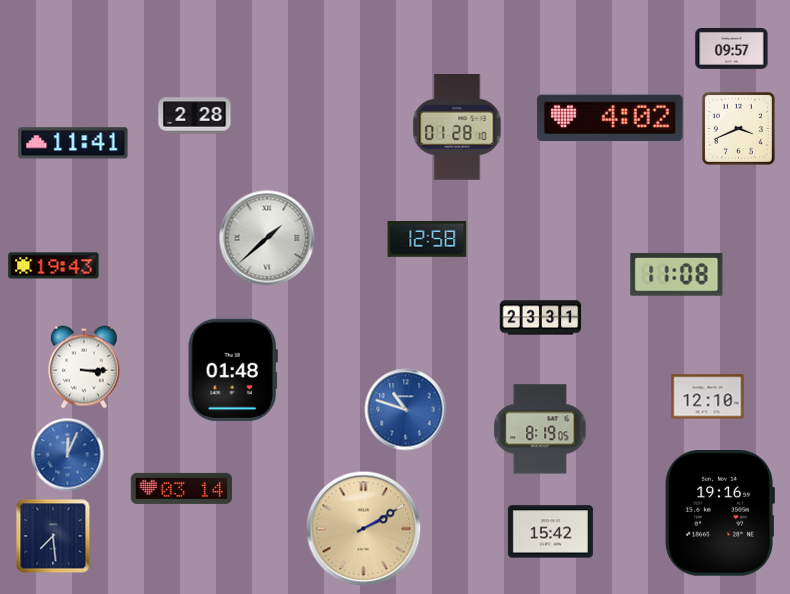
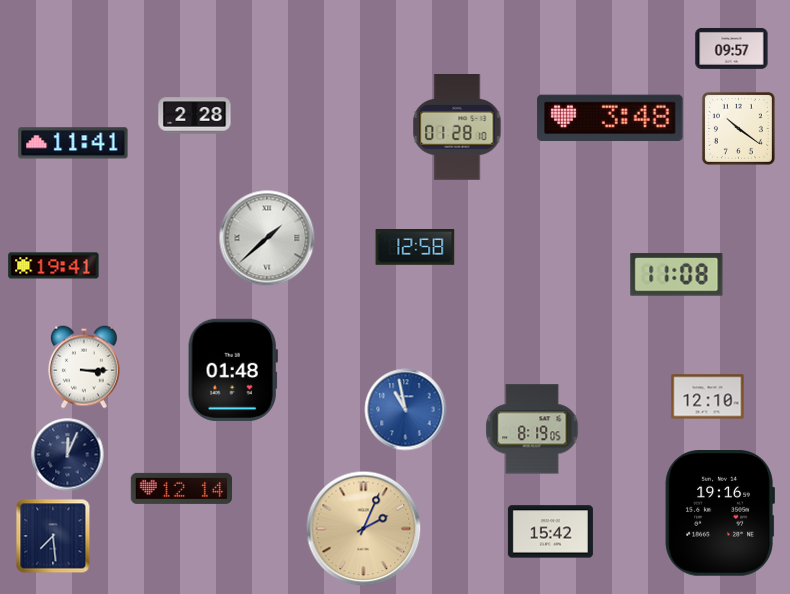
clock at (610, 118): 4:02 -> 3:48
clock at (738, 128): 3:41 -> 10:21
clock at (427, 239) position: (427, 239) -> (415, 247)
clock at (54, 266): 19:43 -> 19:41
clock at (541, 318): 23:31 -> none
clock at (406, 410): 10:48 -> 10:58
clock at (540, 429) position: (540, 429) -> (532, 429)
clock at (68, 455) dial: blue -> navy
clock at (182, 488): 03:14 -> 12:14
clock at (364, 529): 2:10 -> 2:04
